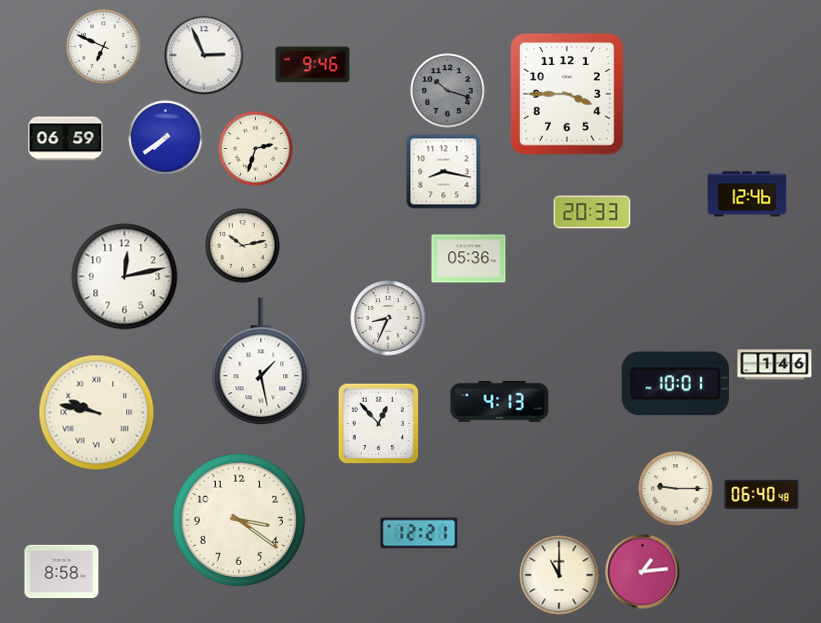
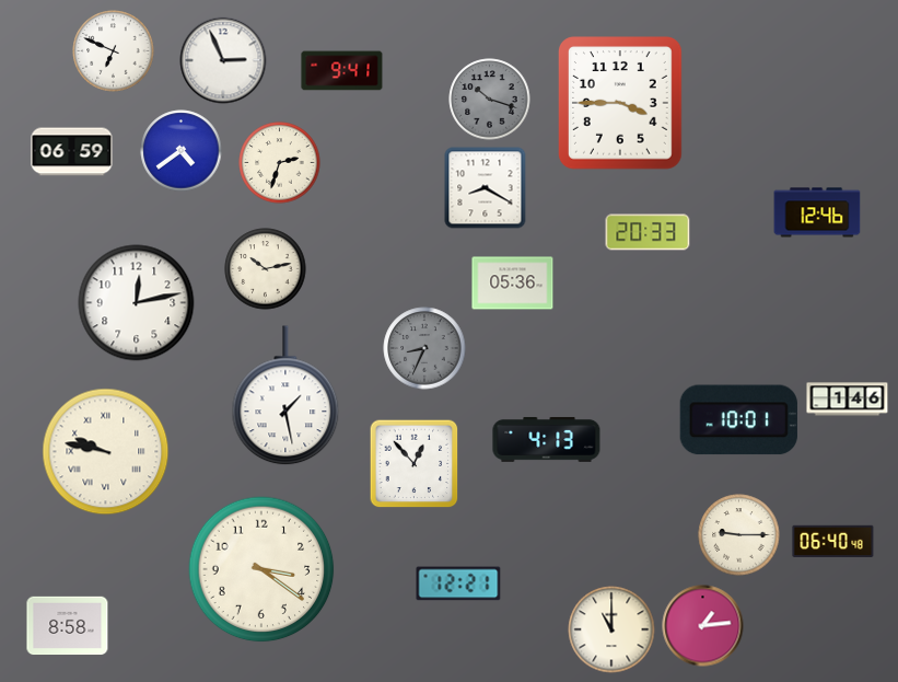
clock at (313, 65): 9:46 -> 9:41
clock at (166, 138): 7:39 -> 4:39
clock at (444, 172): 8:17 -> 8:20
clock at (388, 318) dial: white -> grey
